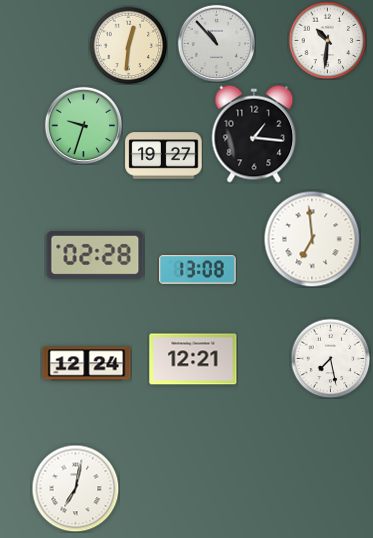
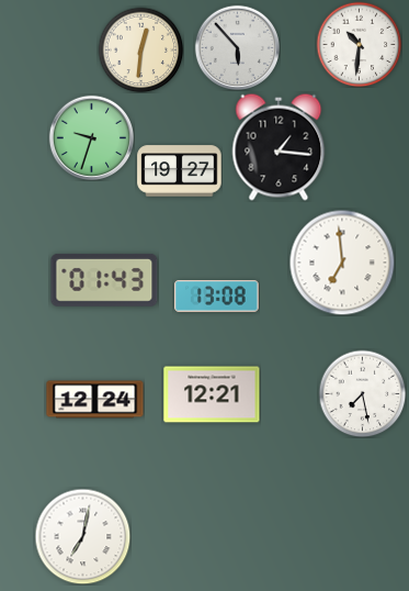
clock at (216, 43): 10:53 -> 5:53
clock at (95, 255): 02:28 -> 01:43
